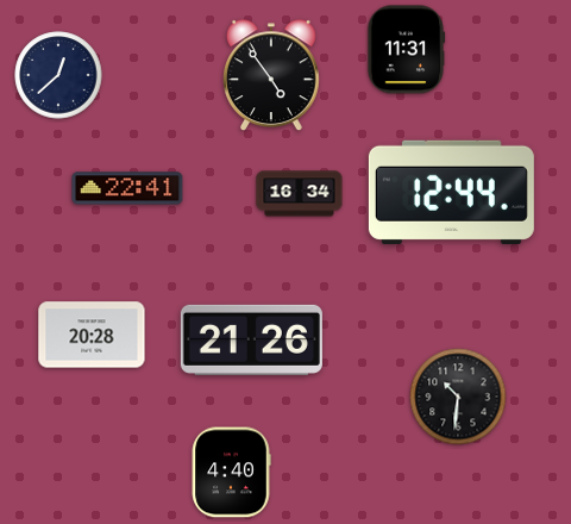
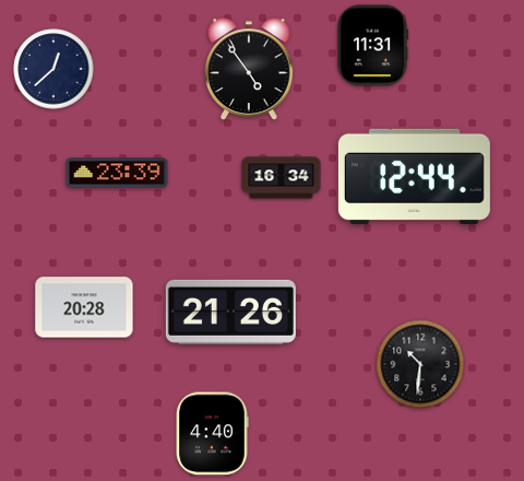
clock at (127, 188): 22:41 -> 23:39
clock at (300, 194) position: (300, 194) -> (282, 178)
